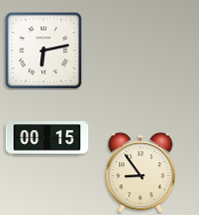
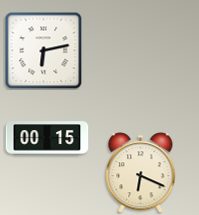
clock at (141, 173): 8:54 -> 6:19
